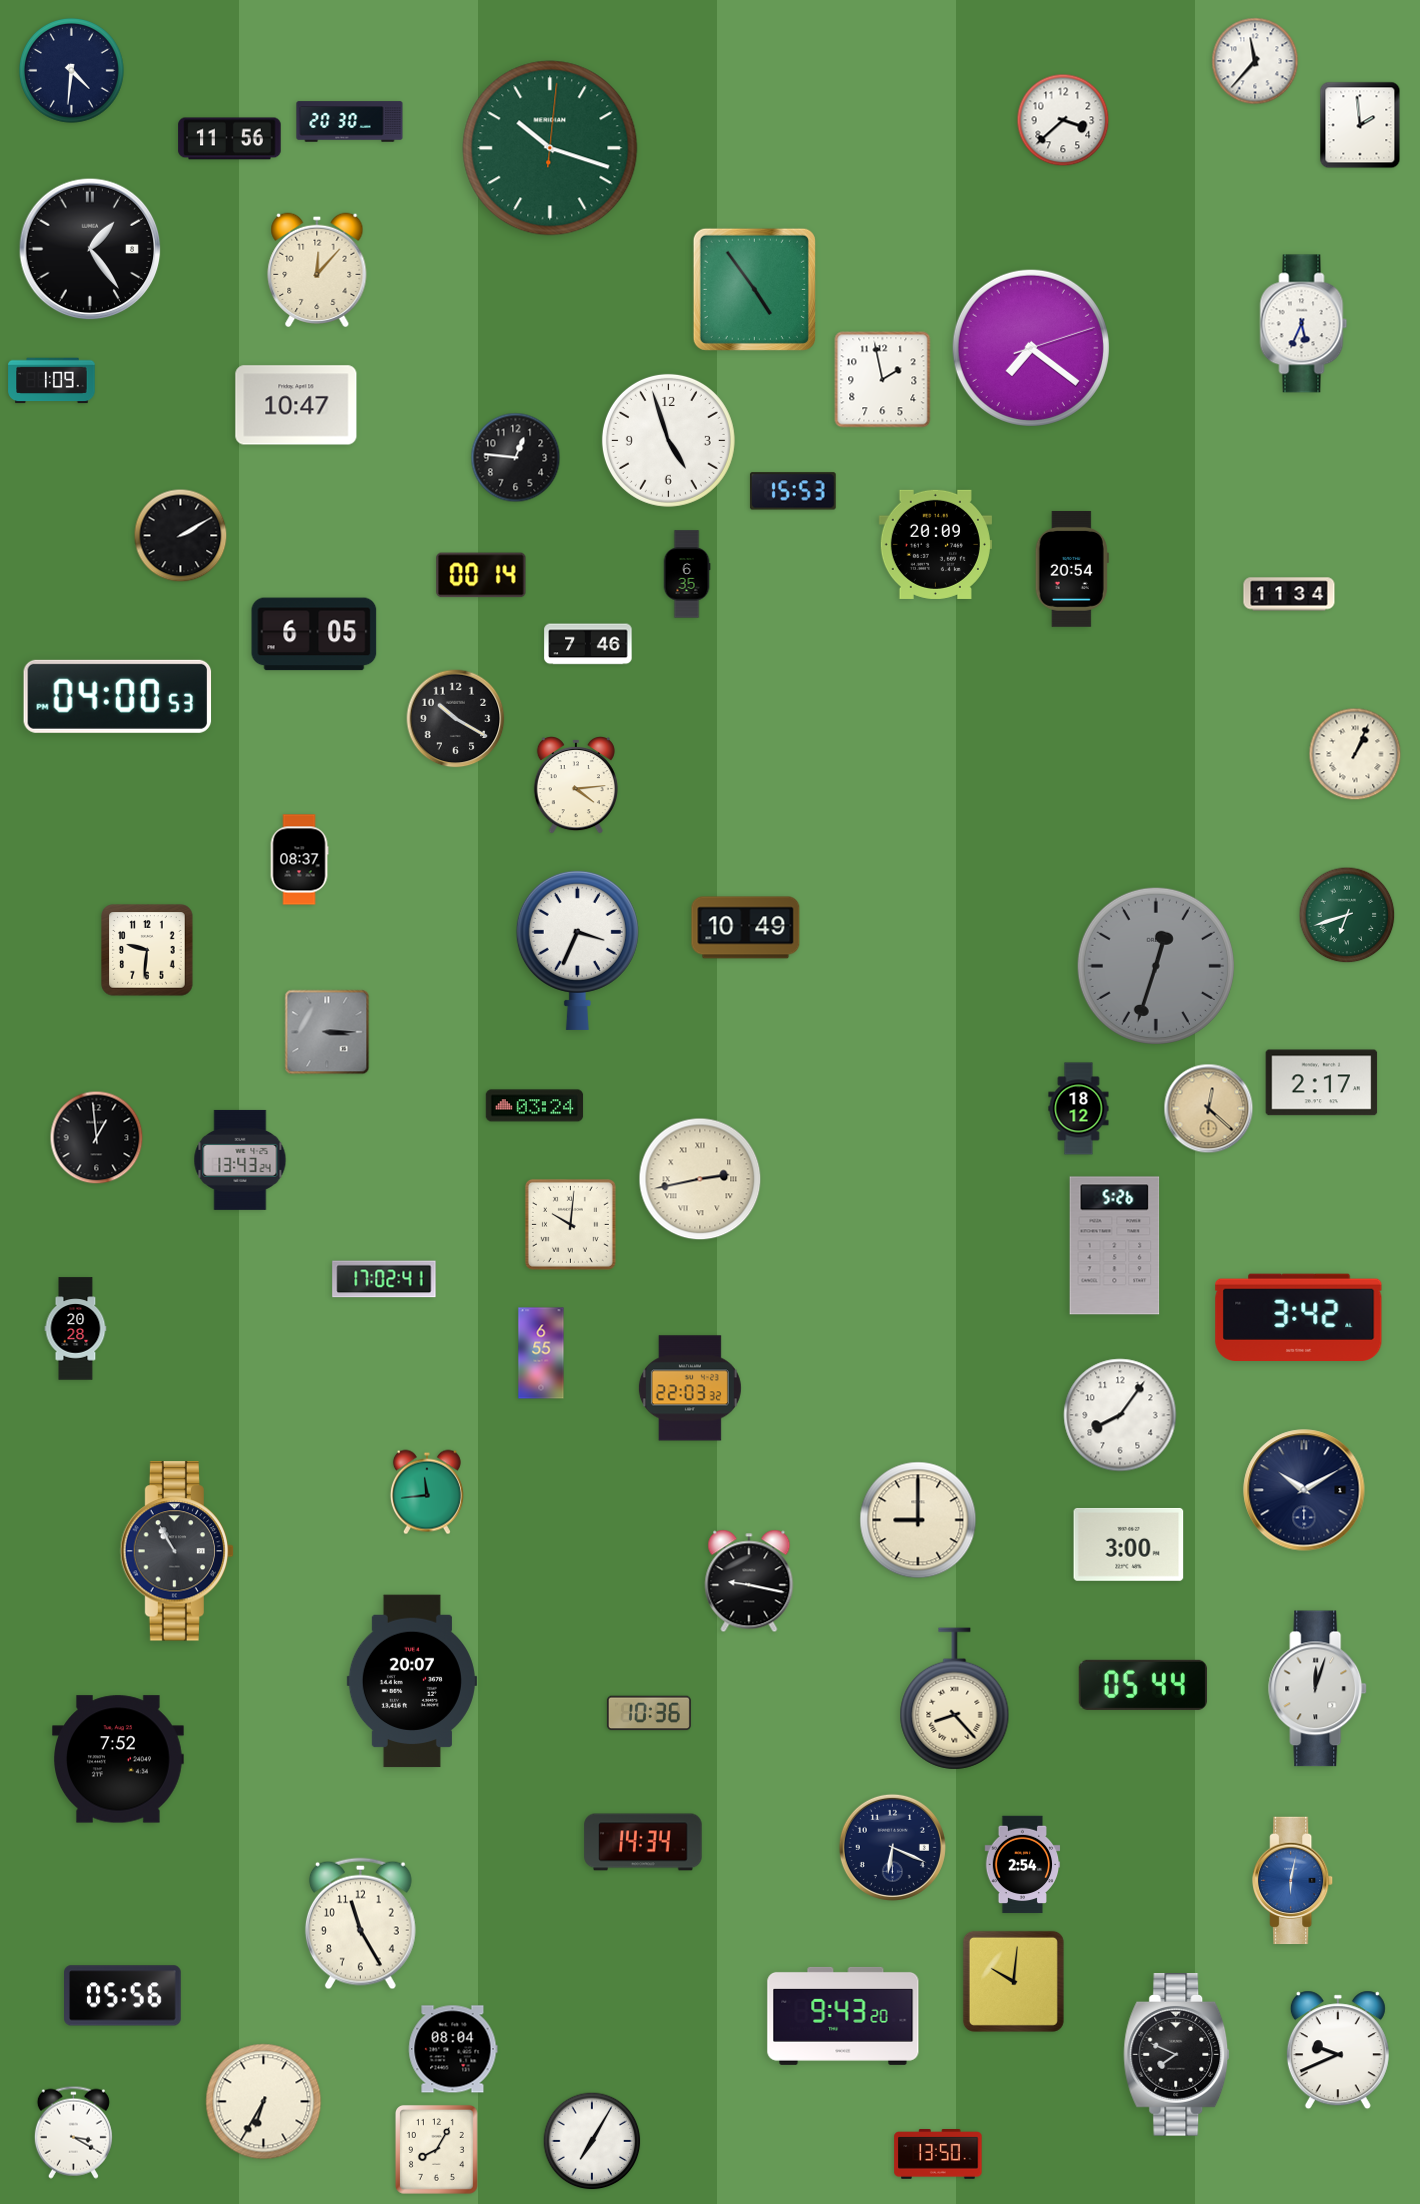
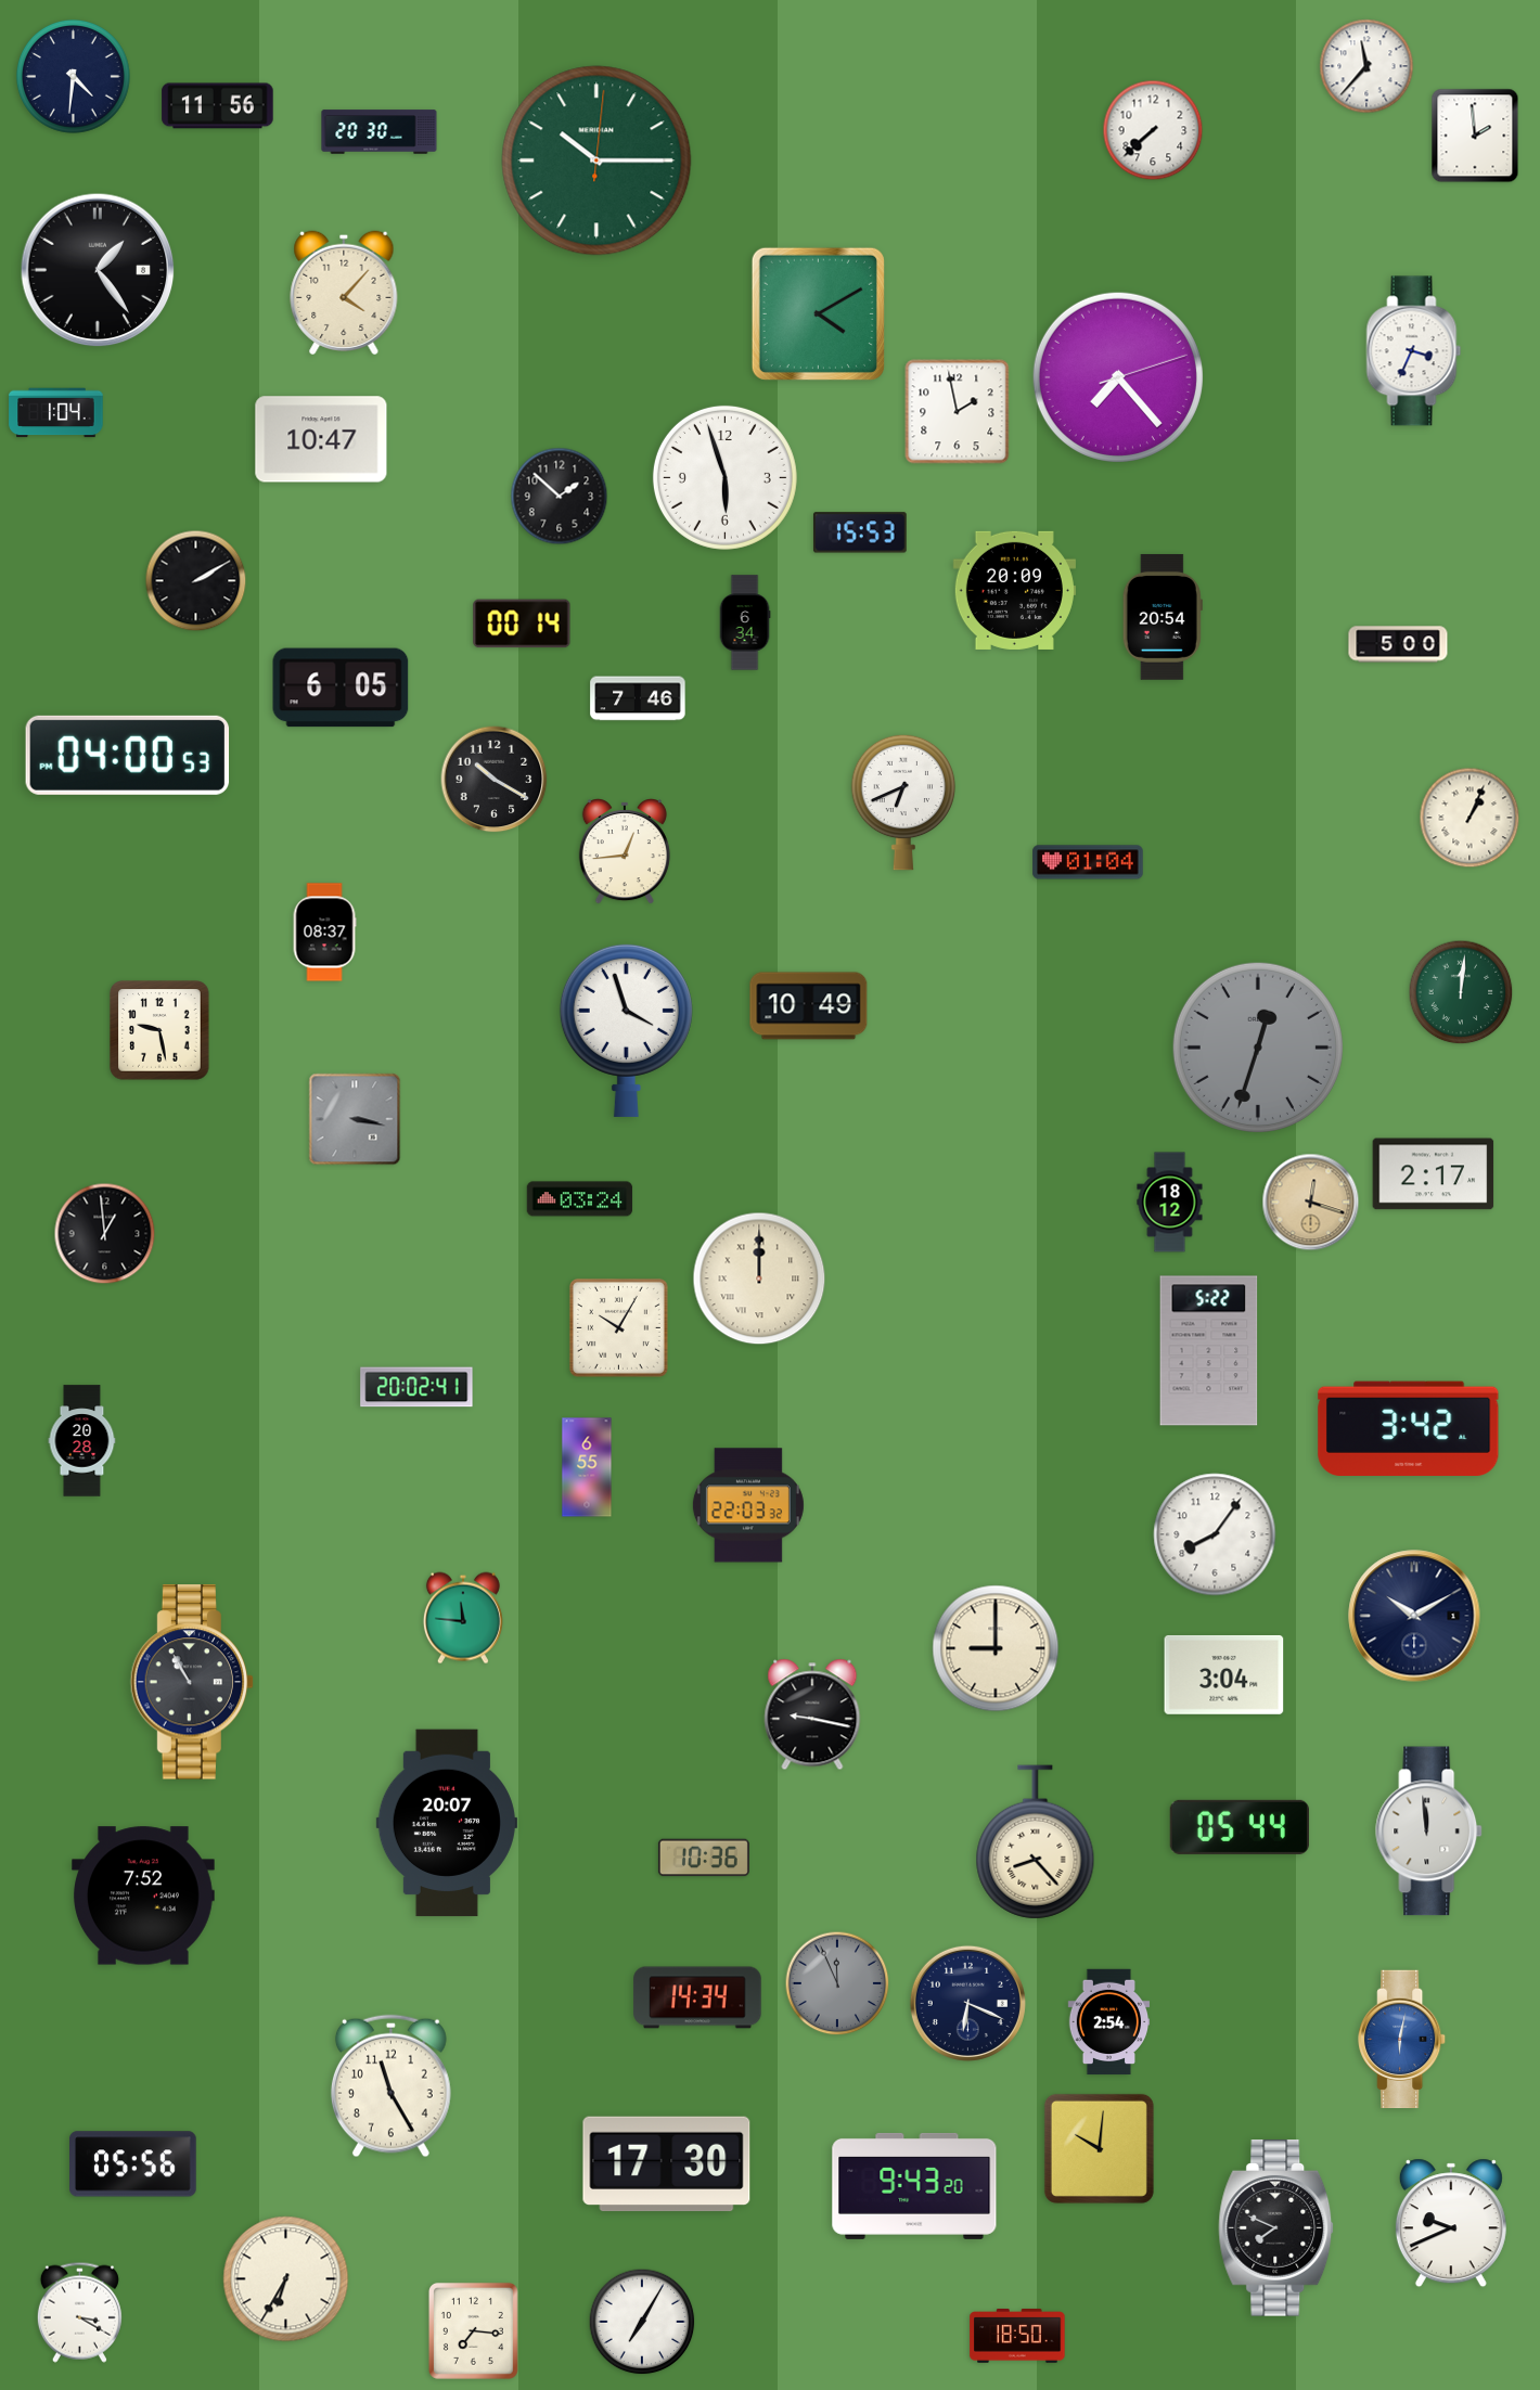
clock at (1255, 61) position: (1255, 61) -> (1366, 66)
clock at (71, 70) position: (71, 70) -> (73, 76)
clock at (1063, 120): 3:38 -> 7:38
clock at (230, 139) position: (230, 139) -> (218, 106)
clock at (550, 148): 10:18 -> 10:15
clock at (317, 270): 12:07 -> 4:07
clock at (754, 289): 4:54 -> 4:10
clock at (1304, 324): 5:34 -> 3:34
clock at (1031, 348): 7:21 -> 7:23
clock at (52, 381): 1:09 -> 1:04
clock at (668, 440): 4:57 -> 5:57
clock at (516, 458): 12:46 -> 1:52
clock at (687, 574): 6:35 -> 6:34
clock at (1289, 594): 11:34 -> 5:00
clock at (903, 802): none -> 6:41
clock at (576, 785): 4:14 -> 12:44
clock at (1088, 862): none -> 01:04
clock at (1347, 915): 6:42 -> 12:01
clock at (147, 950): 9:31 -> 9:28
clock at (577, 950): 3:34 -> 3:57
clock at (1156, 966) position: (1156, 966) -> (1258, 1048)
clock at (327, 1032): 3:15 -> 3:17
clock at (1209, 1109): 12:22 -> 12:18
clock at (240, 1160): 13:43 -> none
clock at (700, 1179): 2:43 -> 12:00
clock at (570, 1224): 10:01 -> 10:05
clock at (1115, 1246): 5:26 -> 5:22
clock at (384, 1279): 17:02 -> 20:02
clock at (427, 1492): 11:44 -> 11:46
clock at (1129, 1544): 3:00 -> 3:04
clock at (1318, 1689): 12:03 -> 11:59
clock at (119, 1759) position: (119, 1759) -> (144, 1896)
clock at (837, 1983): none -> 11:56
clock at (667, 2164): none -> 17:30
clock at (453, 2049): 08:04 -> none
clock at (436, 2149): 8:05 -> 7:16
clock at (938, 2155): 13:50 -> 18:50
